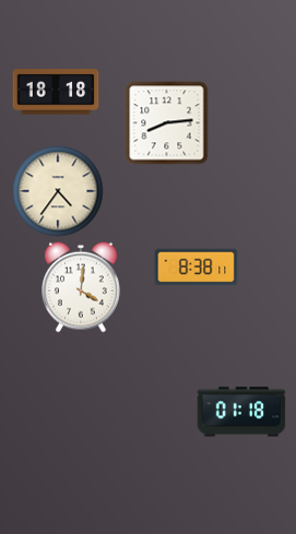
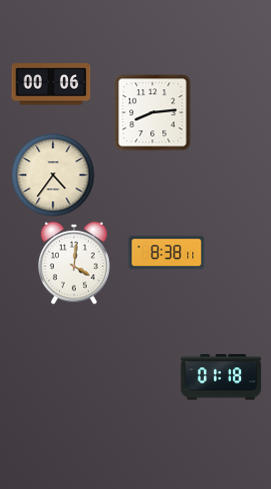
clock at (56, 92): 18:18 -> 00:06
clock at (197, 268) position: (197, 268) -> (167, 253)
